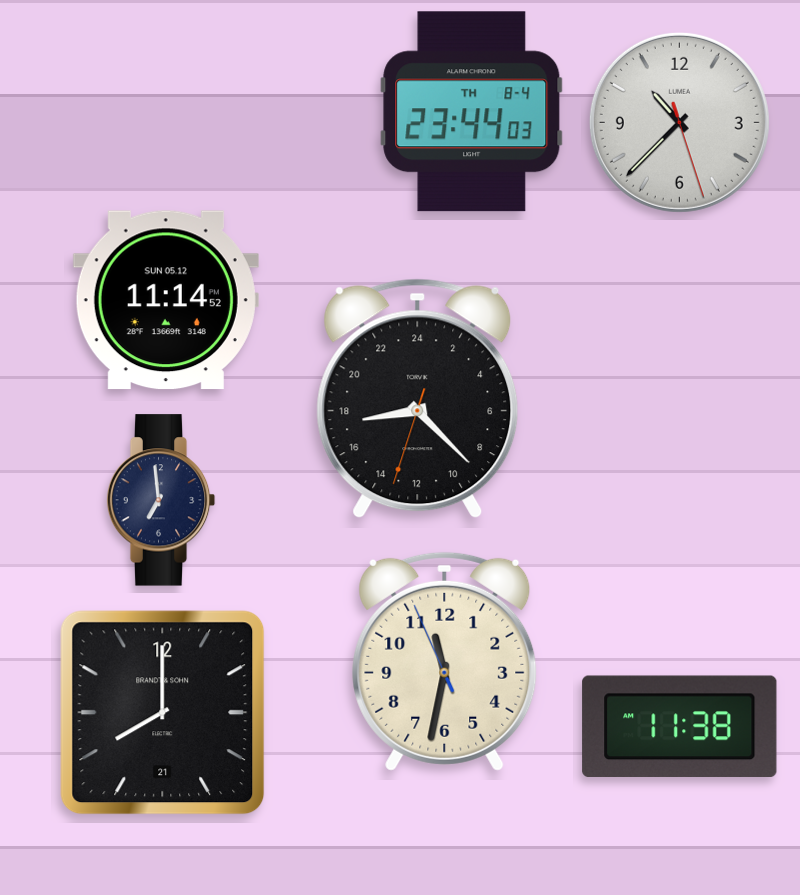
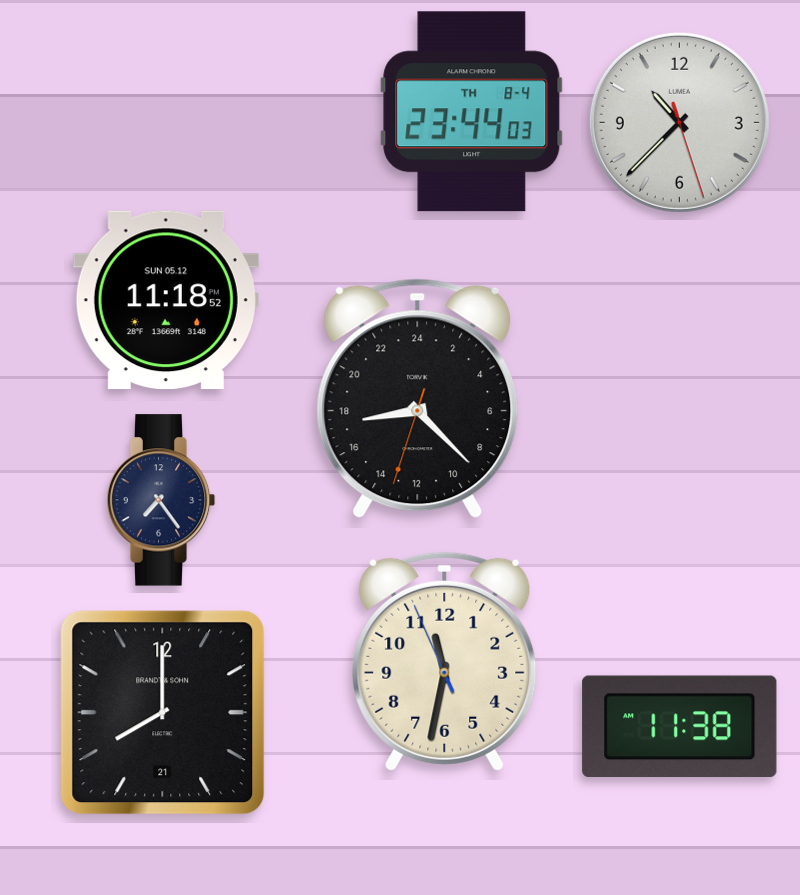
clock at (166, 300): 11:14 -> 11:18
clock at (161, 500): 6:59 -> 7:24
